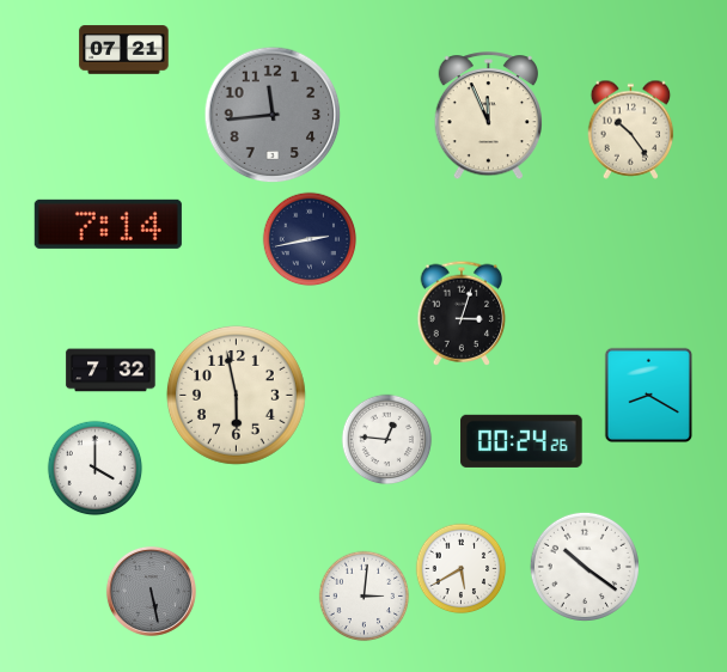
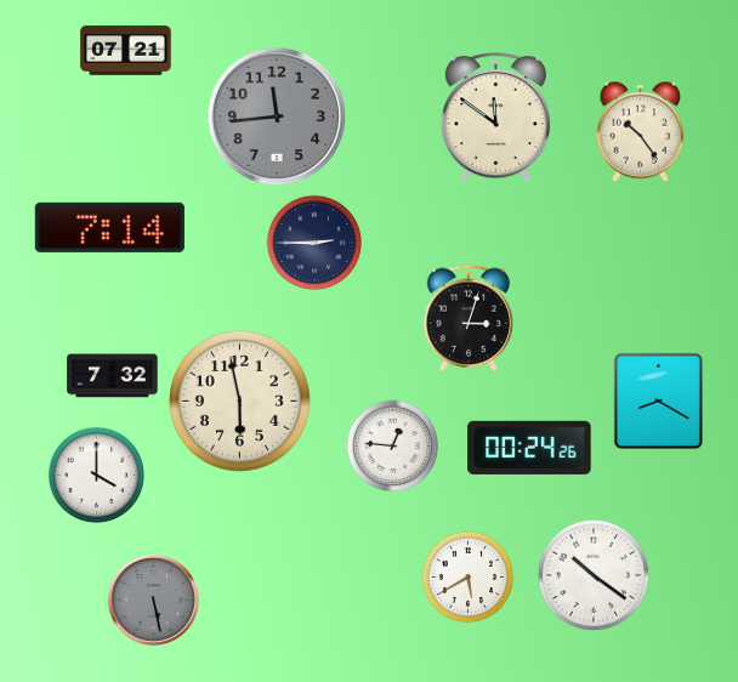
clock at (488, 116): 11:56 -> 11:51
clock at (310, 239): 2:43 -> 2:45
clock at (365, 597): 3:01 -> none
